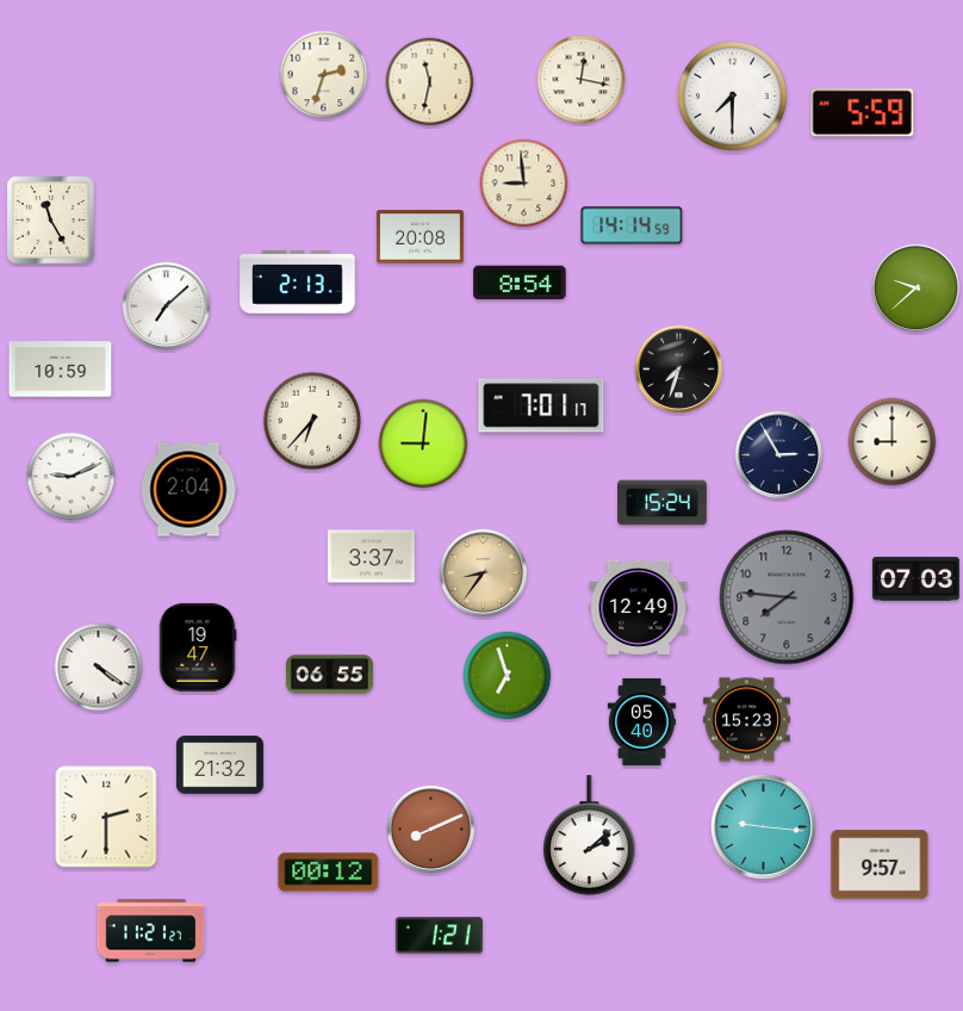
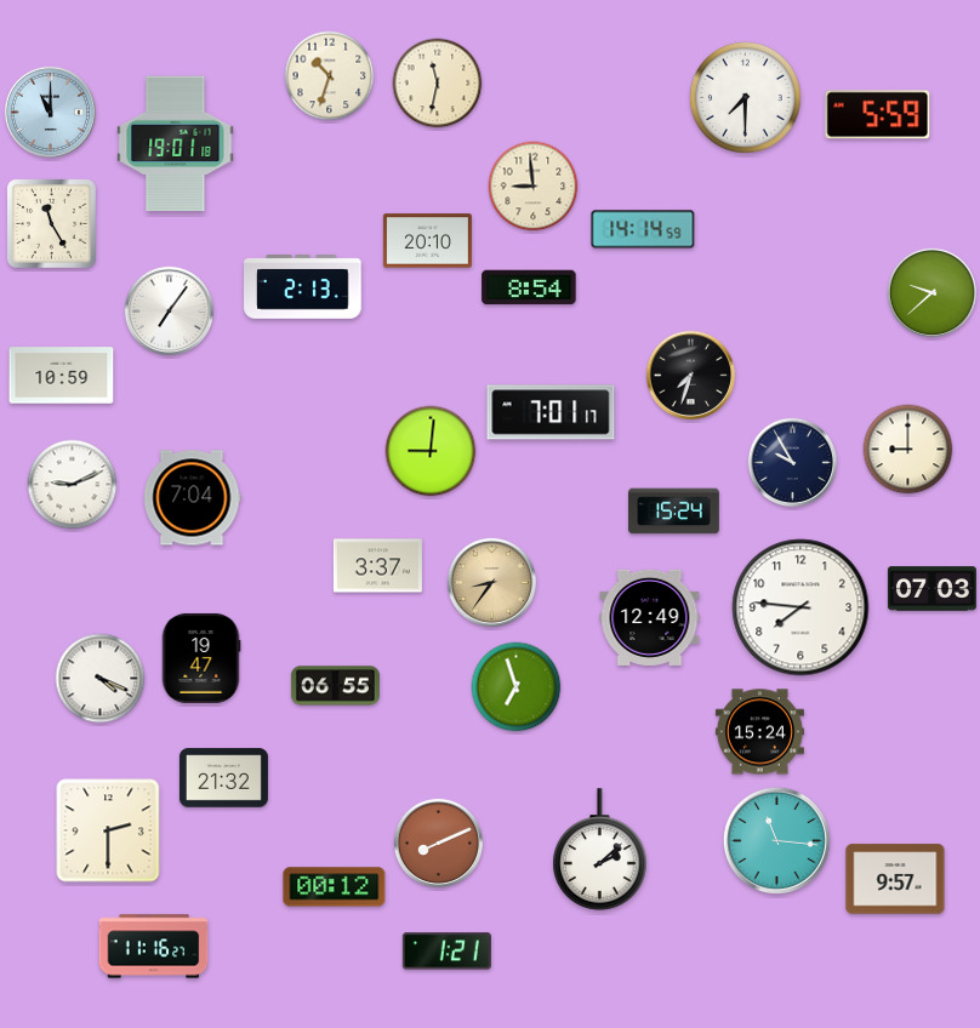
clock at (324, 75): 2:33 -> 10:33
clock at (582, 80): 12:17 -> none
clock at (50, 112): none -> 11:00
clock at (176, 144): none -> 19:01
clock at (420, 237): 20:08 -> 20:10
clock at (166, 305): 7:08 -> 7:06
clock at (312, 421): 6:37 -> none
clock at (778, 454): 2:55 -> 9:55
clock at (188, 490): 2:04 -> 7:04
clock at (787, 597) dial: grey -> white
clock at (99, 668): 4:21 -> 4:19
clock at (746, 720): 15:23 -> 15:24
clock at (642, 721): 05:40 -> none
clock at (763, 826): 9:16 -> 11:16
clock at (151, 931): 11:21 -> 11:16
